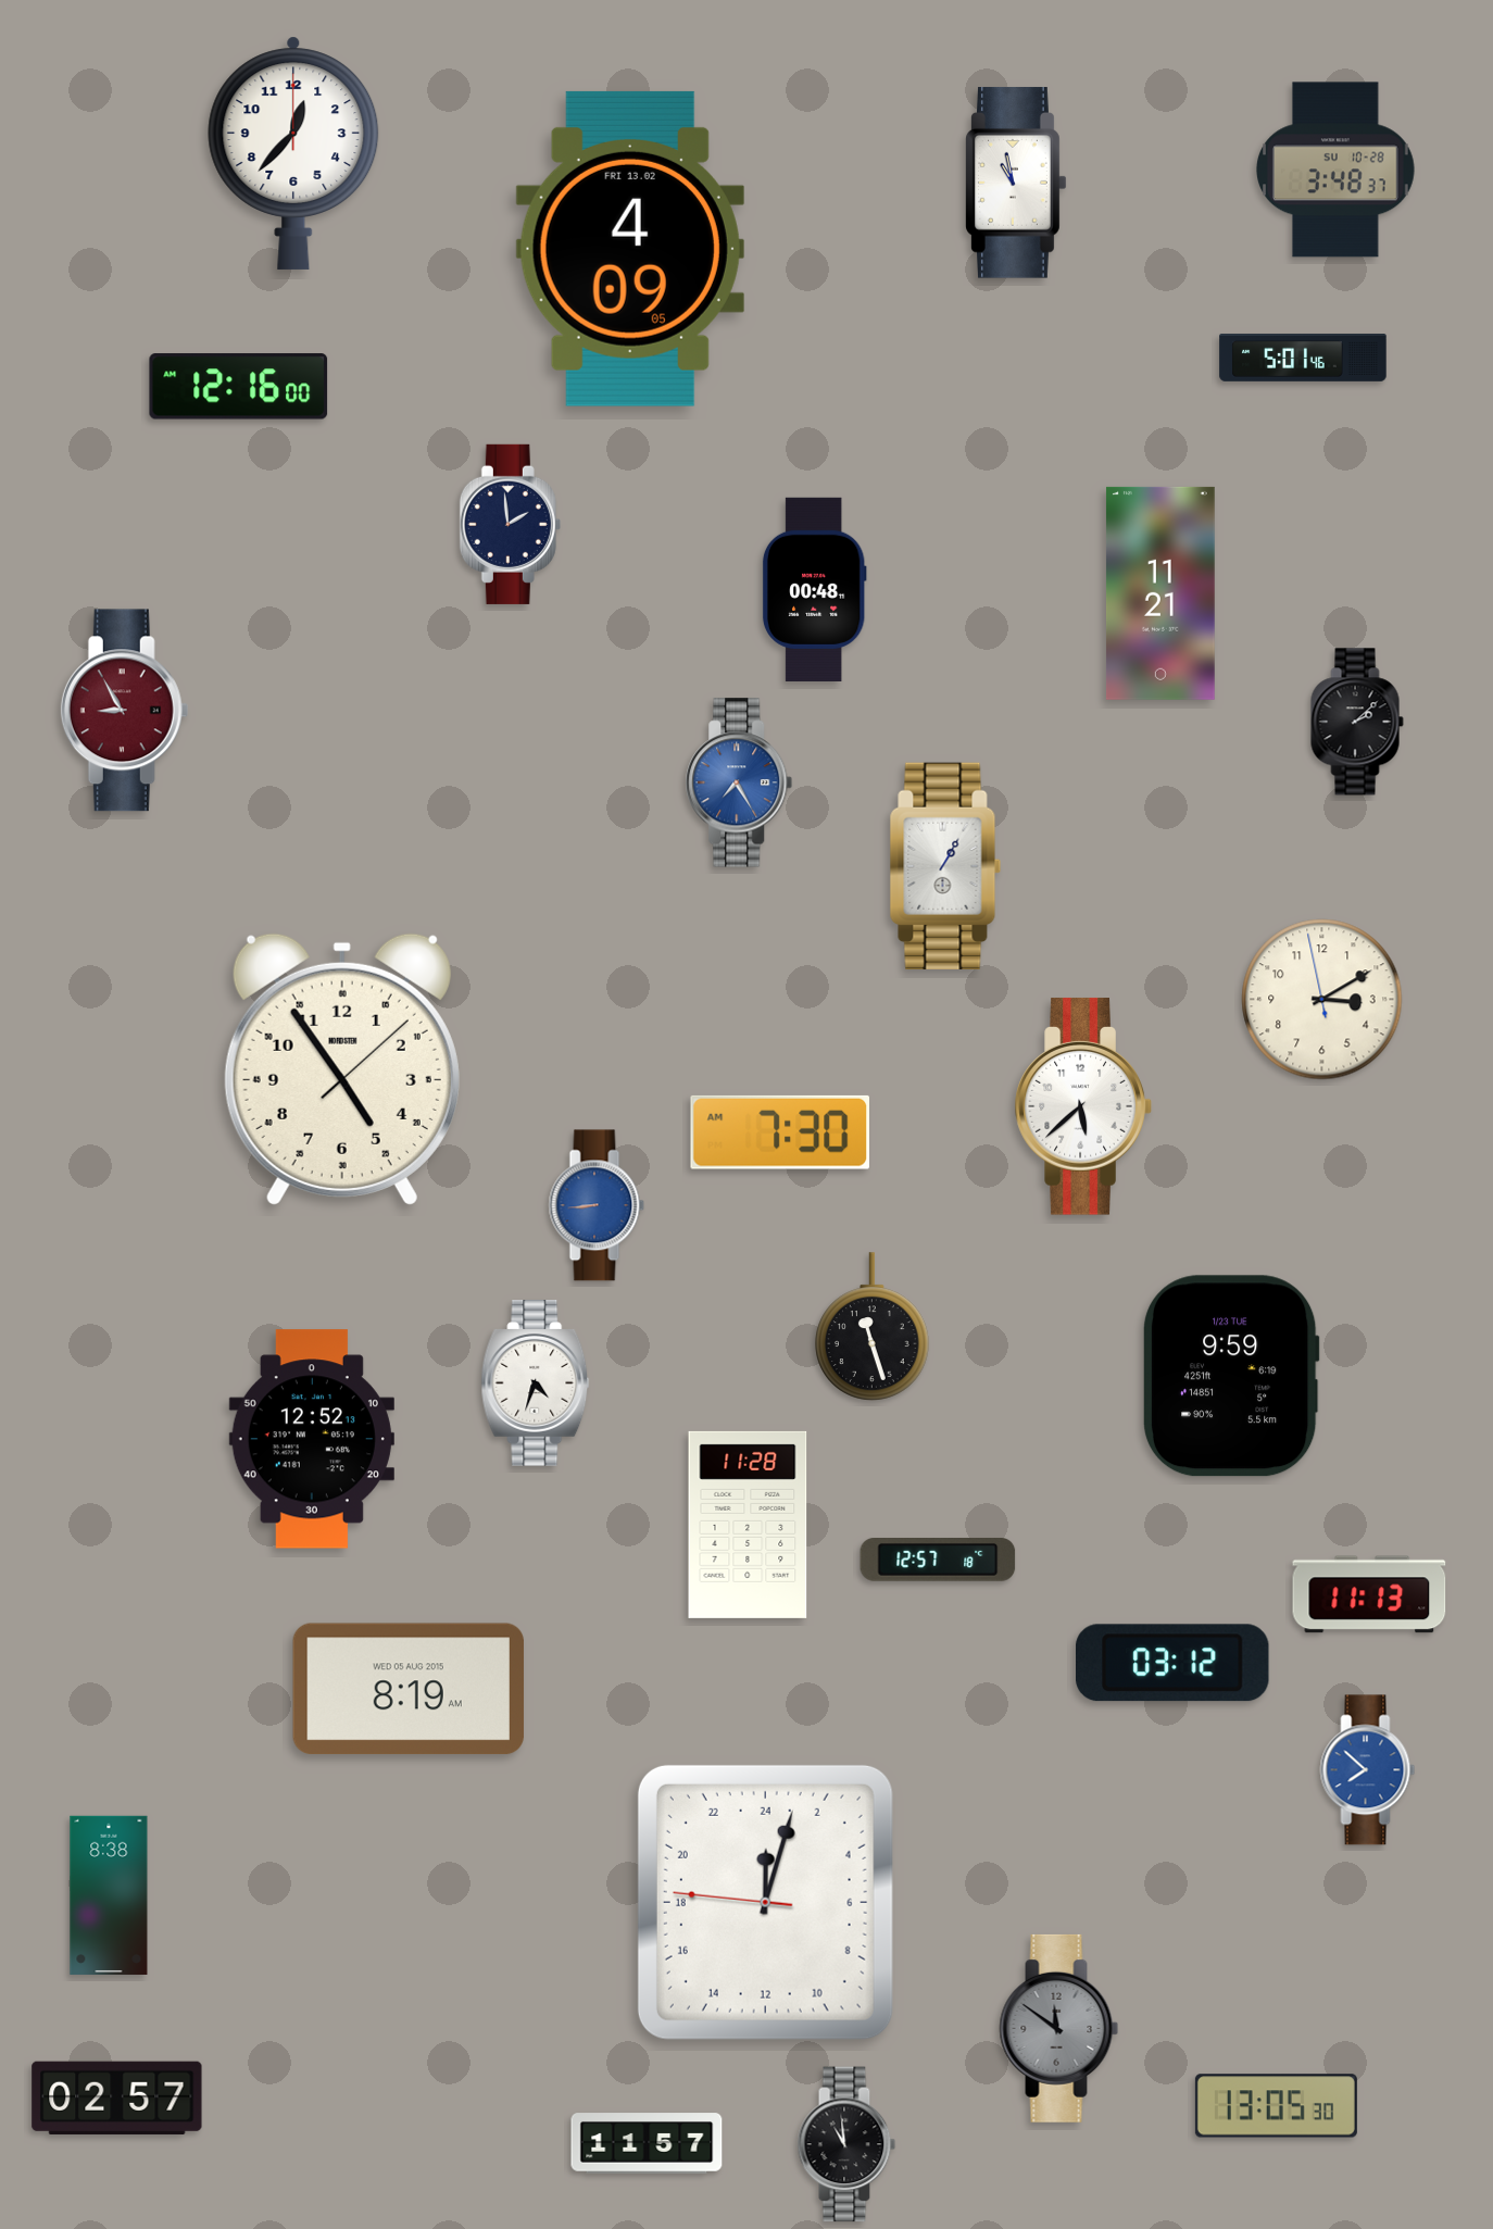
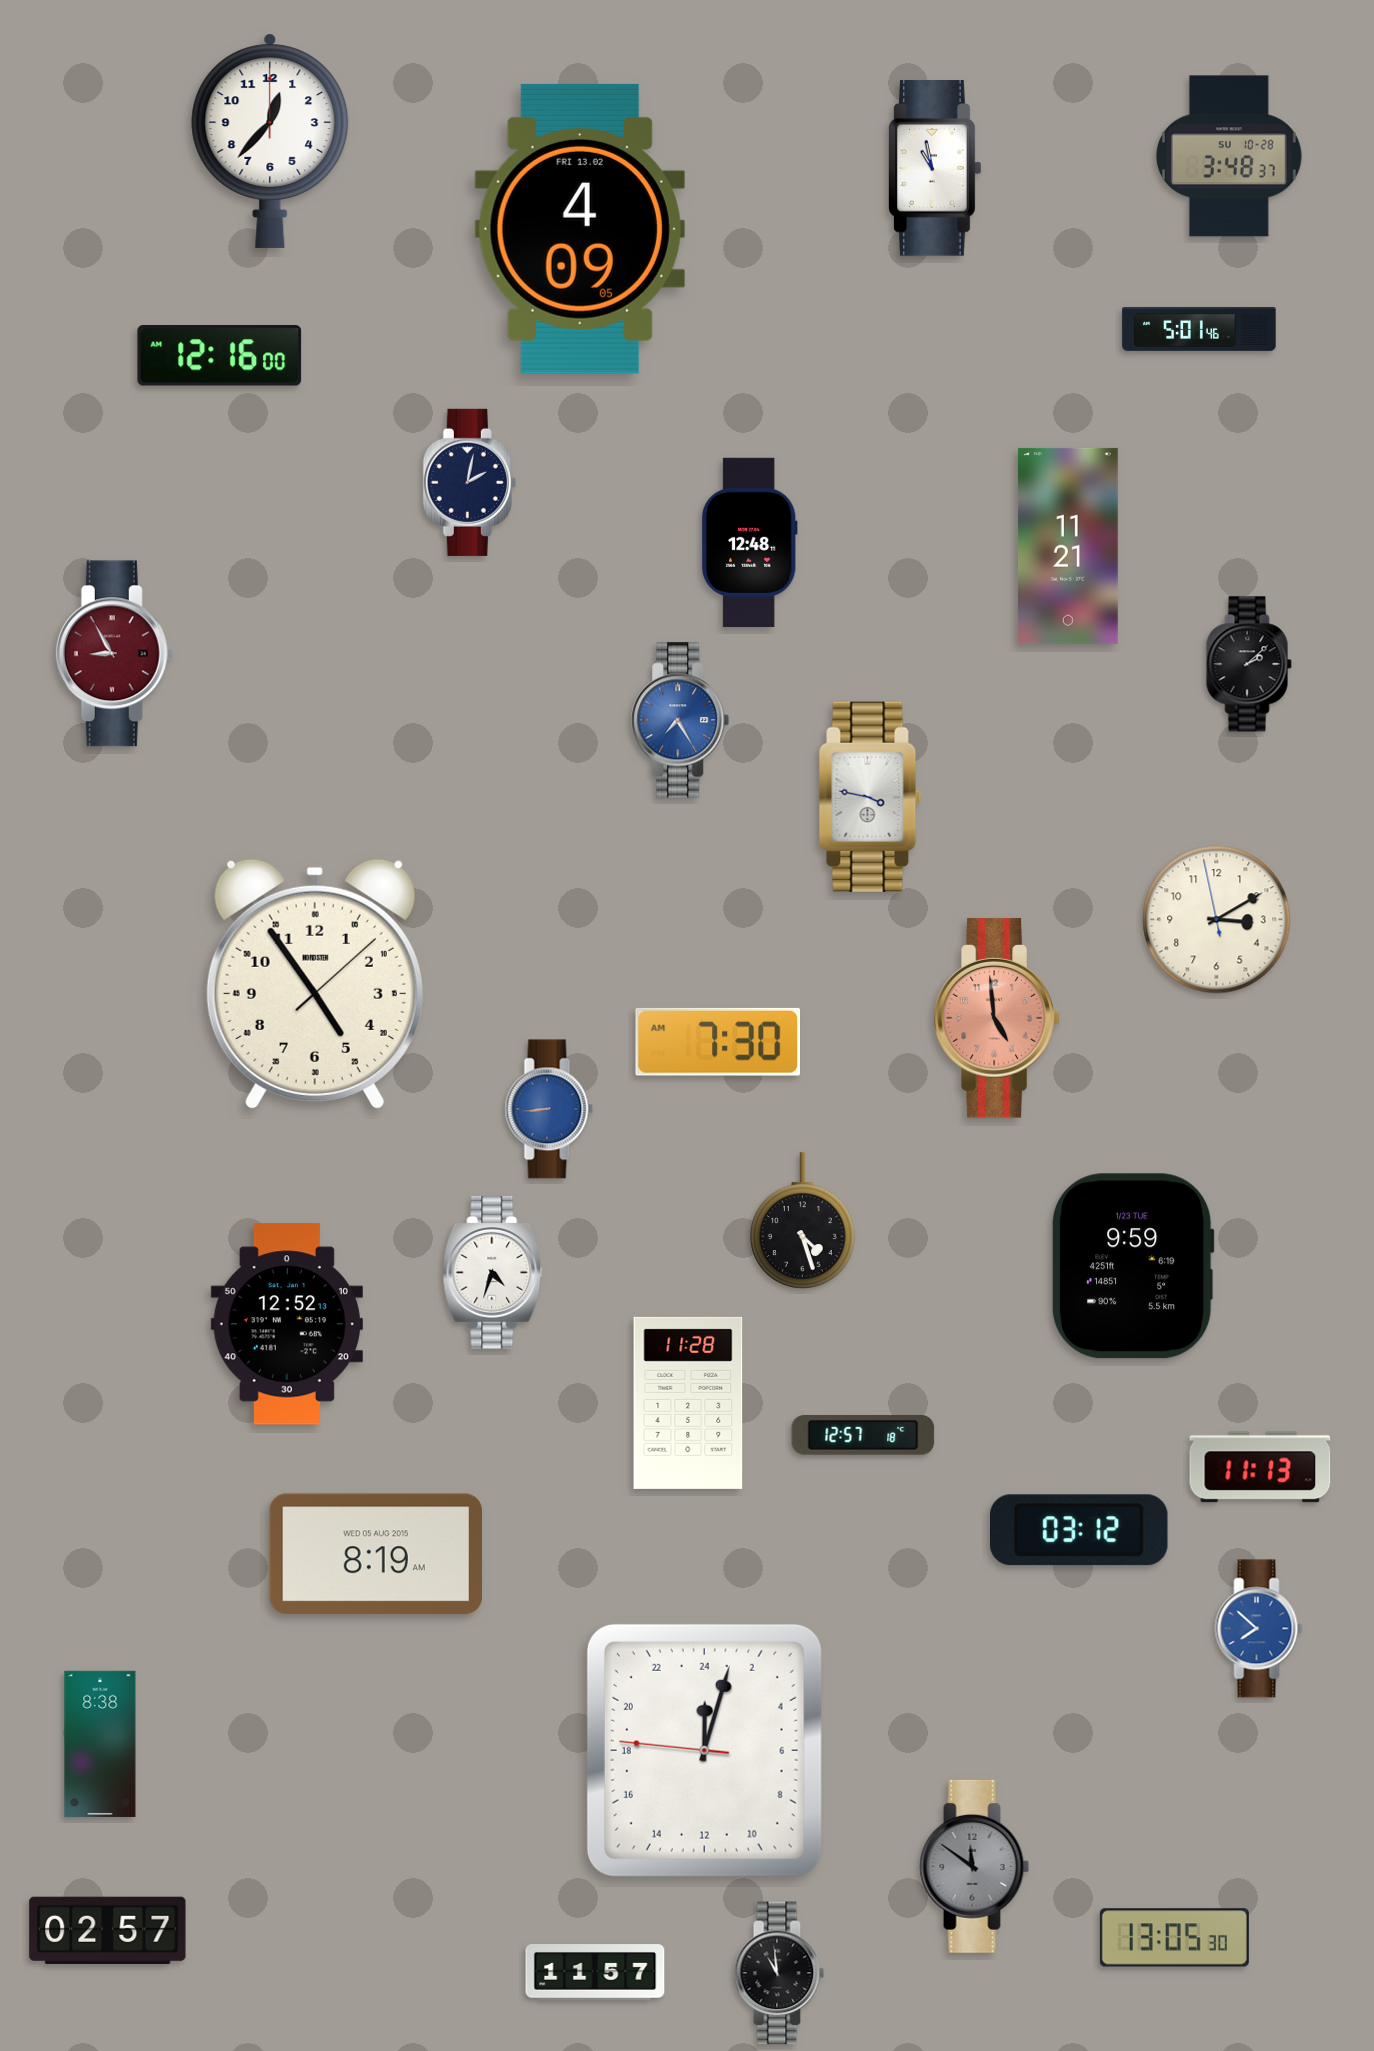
clock at (510, 524): 1:59 -> 2:02
clock at (814, 589): 00:48 -> 12:48
clock at (945, 866): 1:05 -> 3:47
clock at (1083, 1106): 5:38 -> 4:59
clock at (1083, 1106) dial: white -> salmon
clock at (873, 1327): 11:27 -> 4:27
